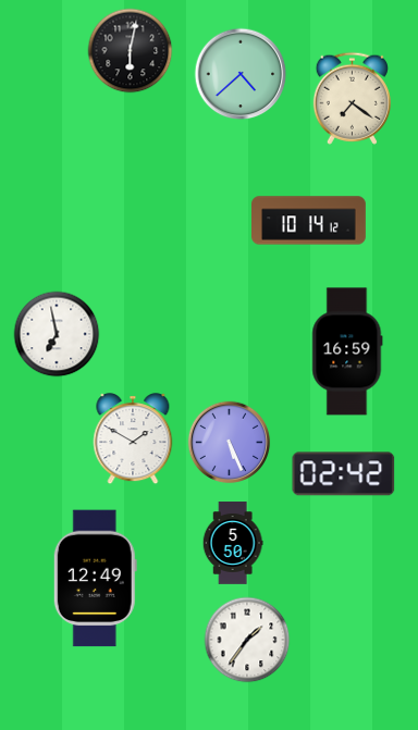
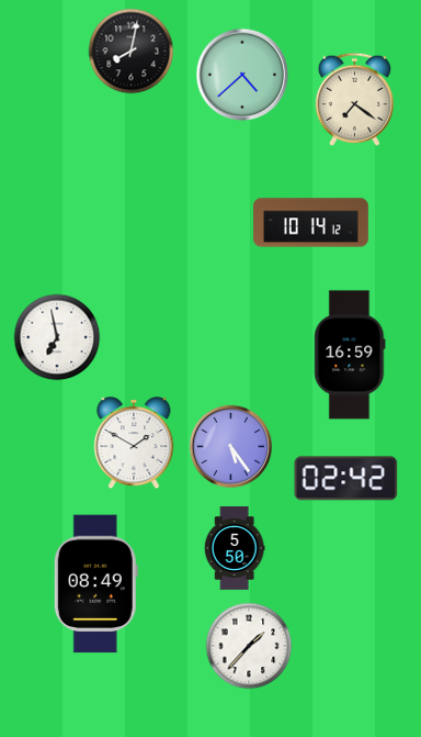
clock at (131, 51): 6:02 -> 8:02
clock at (230, 443): 5:26 -> 5:24
clock at (95, 579): 12:49 -> 08:49
clock at (247, 640): 1:36 -> 1:37
